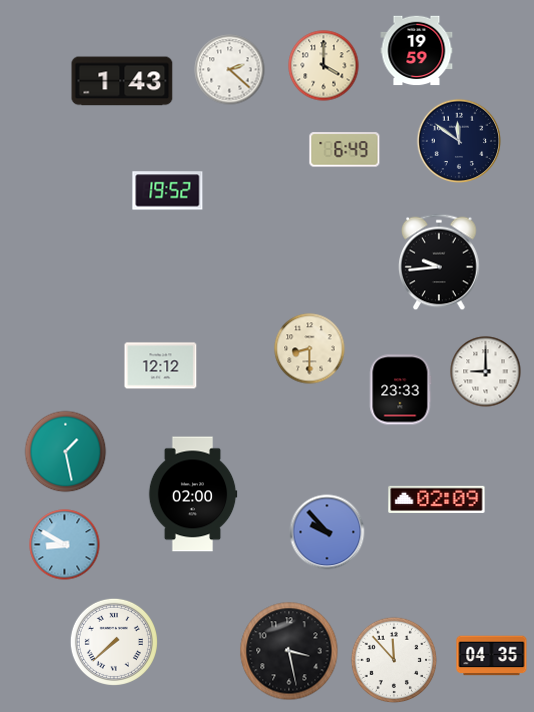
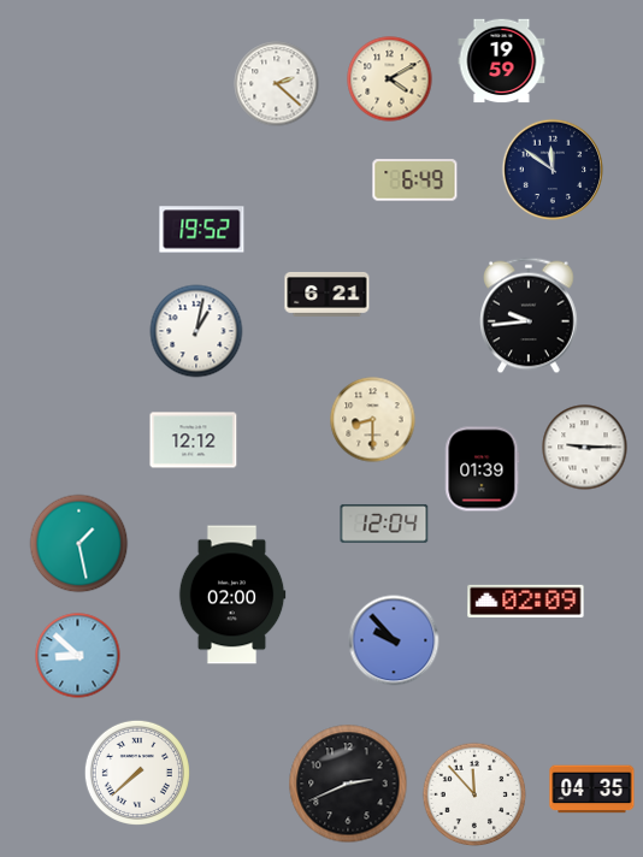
clock at (324, 66): 4:00 -> 4:10
clock at (122, 81): 1:43 -> none
clock at (328, 294): none -> 6:21
clock at (196, 331): none -> 1:02
clock at (486, 372): 9:00 -> 9:15
clock at (401, 390): 23:33 -> 01:39
clock at (384, 524): none -> 12:04
clock at (65, 545): 8:50 -> 8:52
clock at (289, 651): 3:28 -> 2:41
